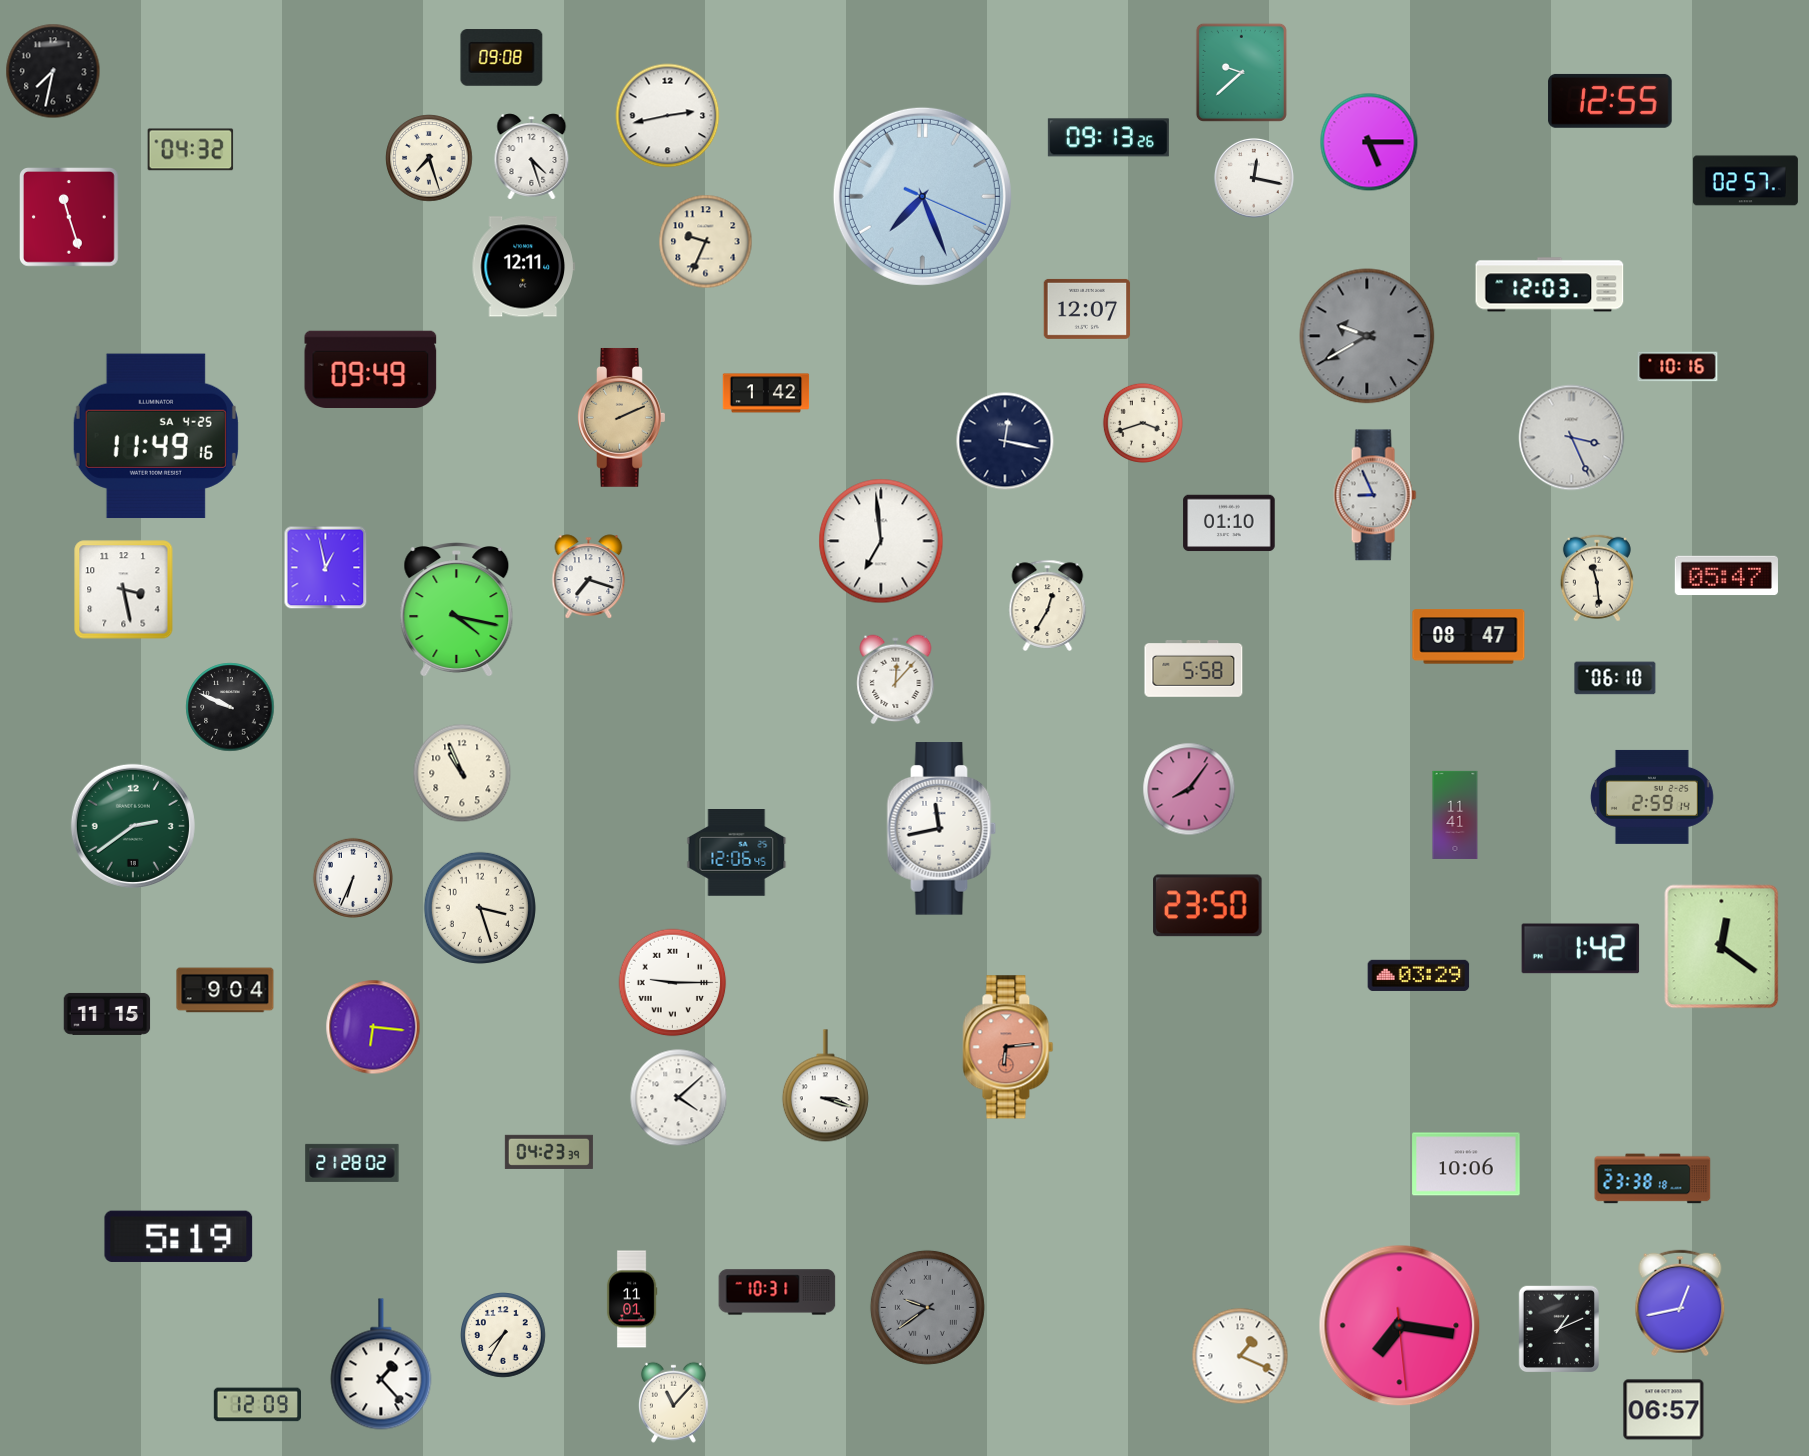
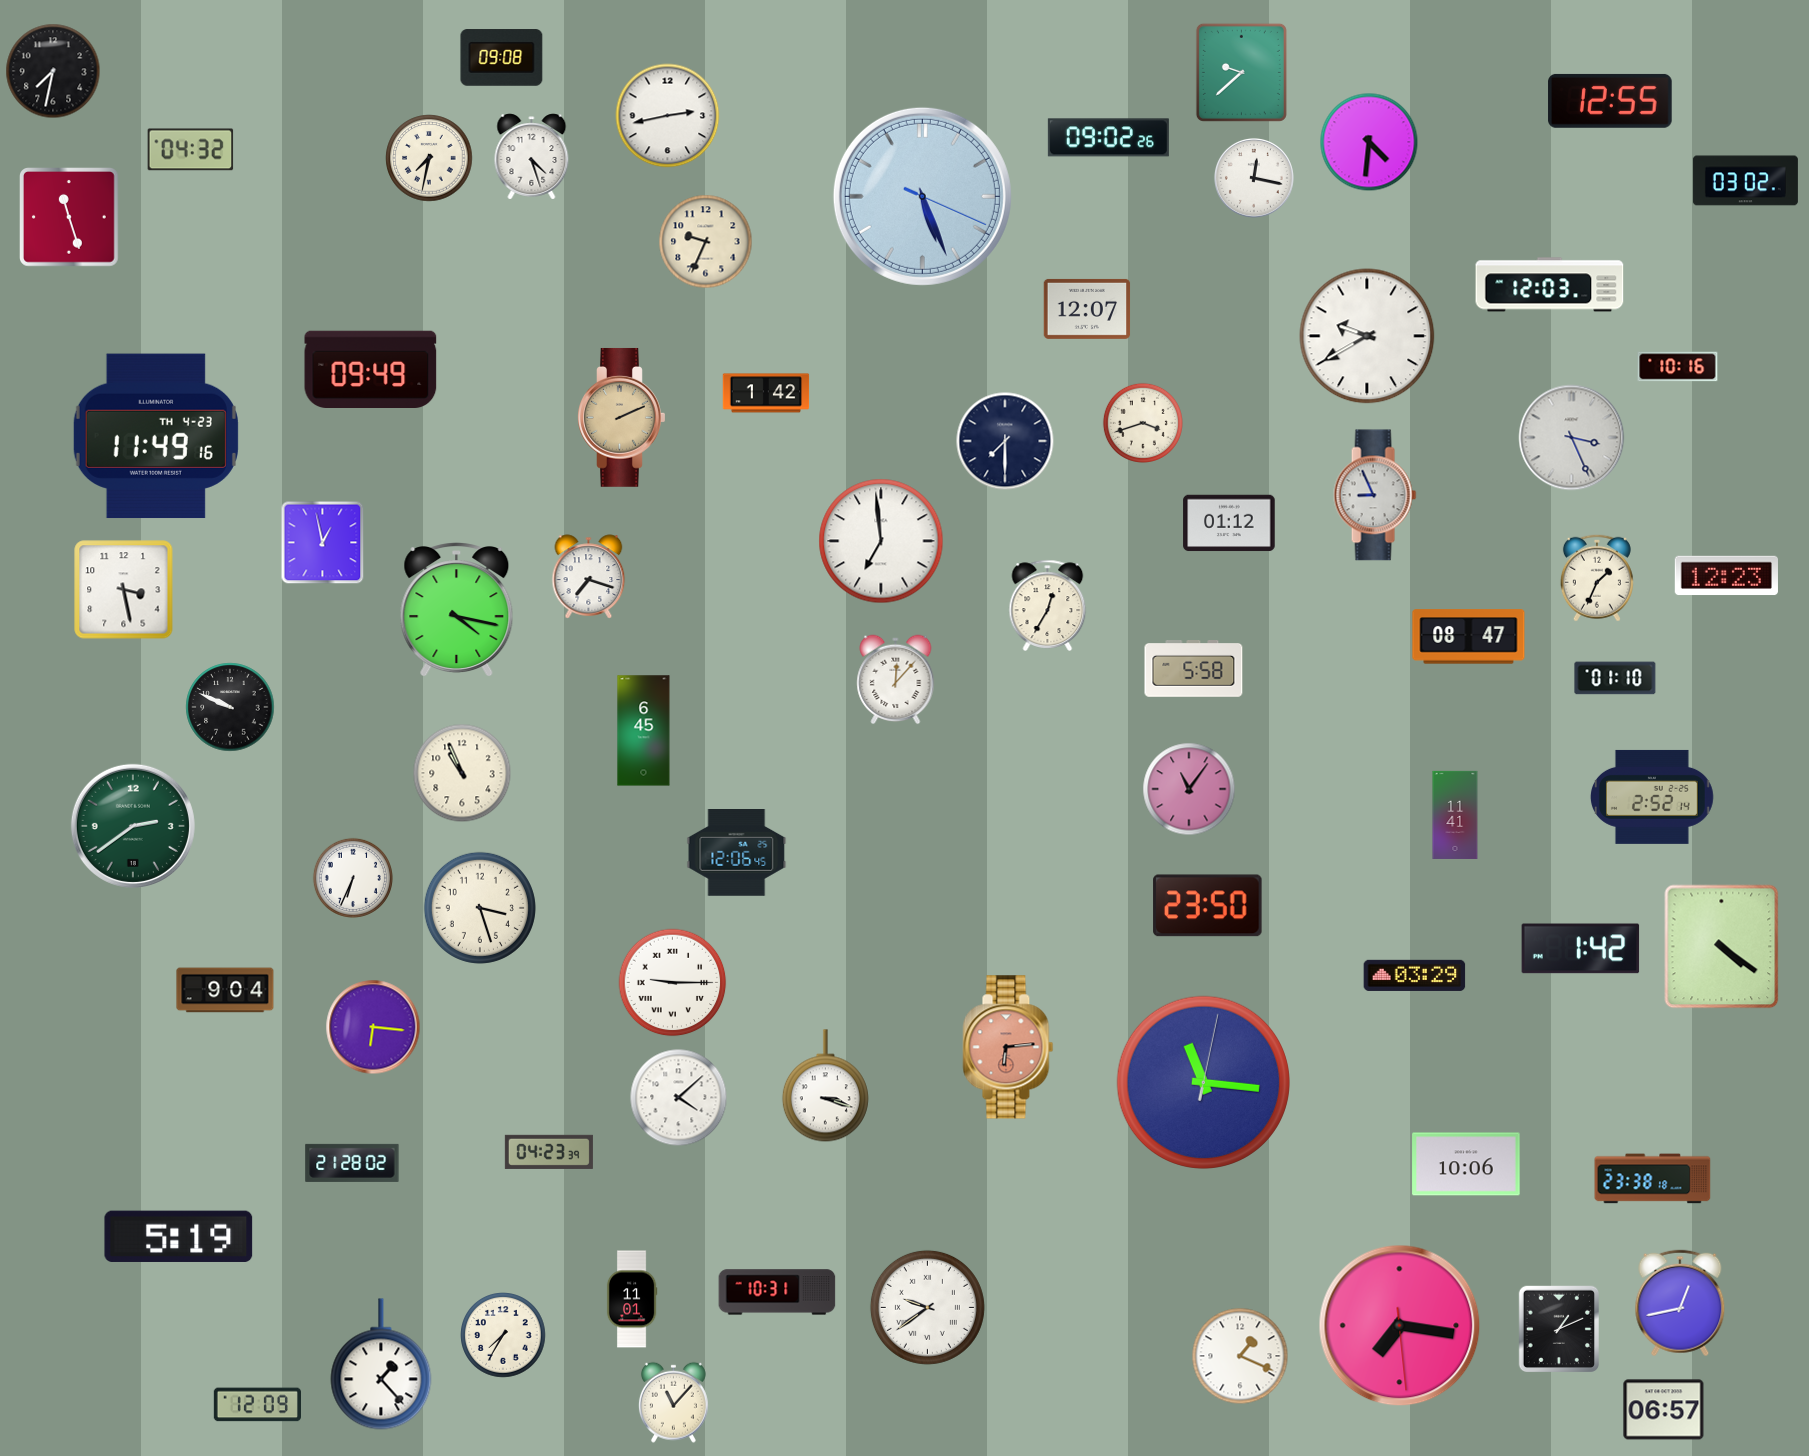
clock at (1108, 138): 09:13 -> 09:02
clock at (1369, 142): 5:15 -> 4:31
clock at (429, 158): 7:27 -> 7:32
clock at (1745, 181): 02:57 -> 03:02
clock at (922, 196): 7:26 -> 5:26
clock at (523, 267): 12:11 -> none
clock at (1367, 336) dial: grey -> white
clock at (156, 436) date: SA 4-25 -> TH 4-23
clock at (1005, 441): 12:17 -> 7:30
clock at (1229, 523): 01:10 -> 01:12
clock at (326, 568) position: (326, 568) -> (323, 543)
clock at (1726, 576): 05:47 -> 12:23
clock at (1597, 578): 11:29 -> 1:34
clock at (1615, 678): 06:10 -> 01:10
clock at (644, 731): none -> 6:45
clock at (1189, 789): 8:06 -> 11:06
clock at (1652, 797): 2:59 -> 2:52
clock at (942, 829): 11:43 -> none
clock at (1722, 947): 12:21 -> 4:21
clock at (1419, 975) position: (1419, 975) -> (1415, 975)
clock at (107, 1014): 11:15 -> none
clock at (1203, 1082): none -> 11:16
clock at (927, 1307) dial: grey -> white
